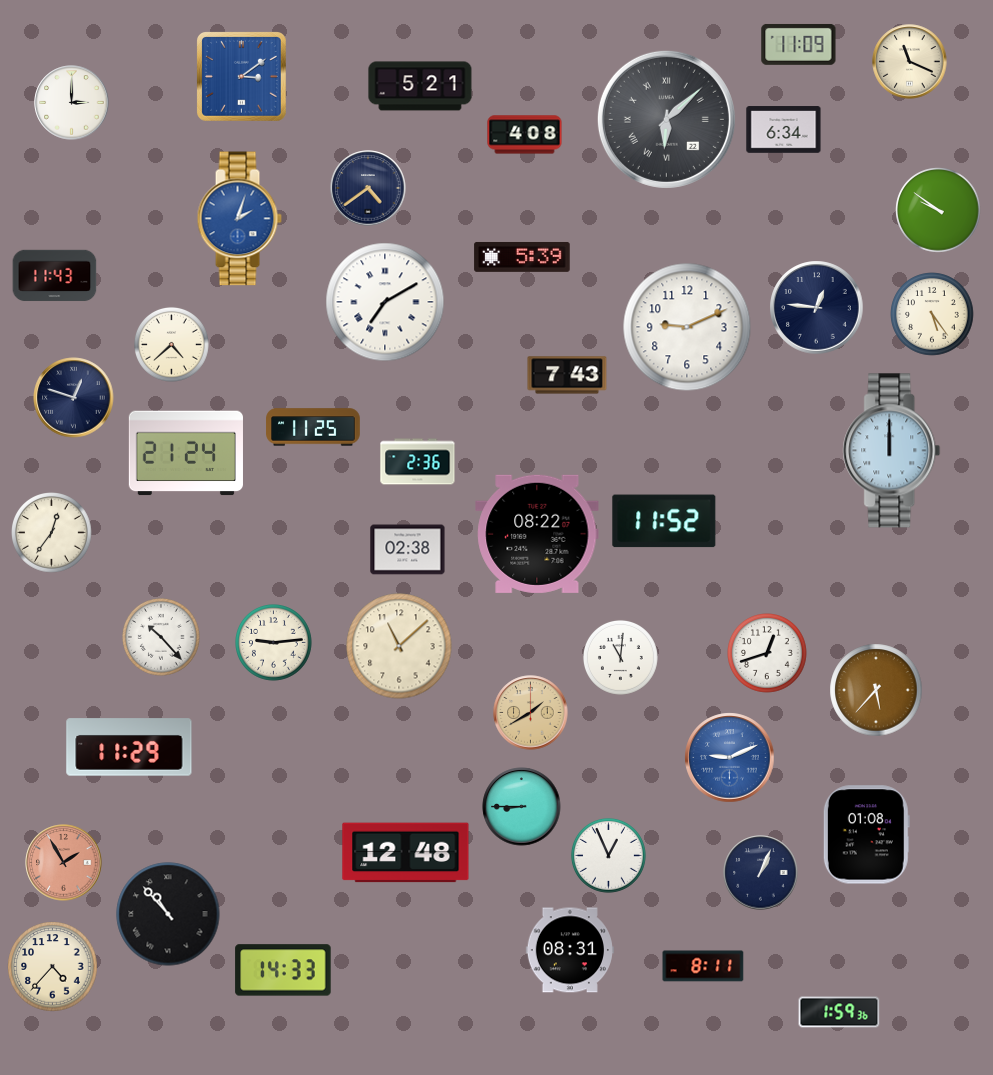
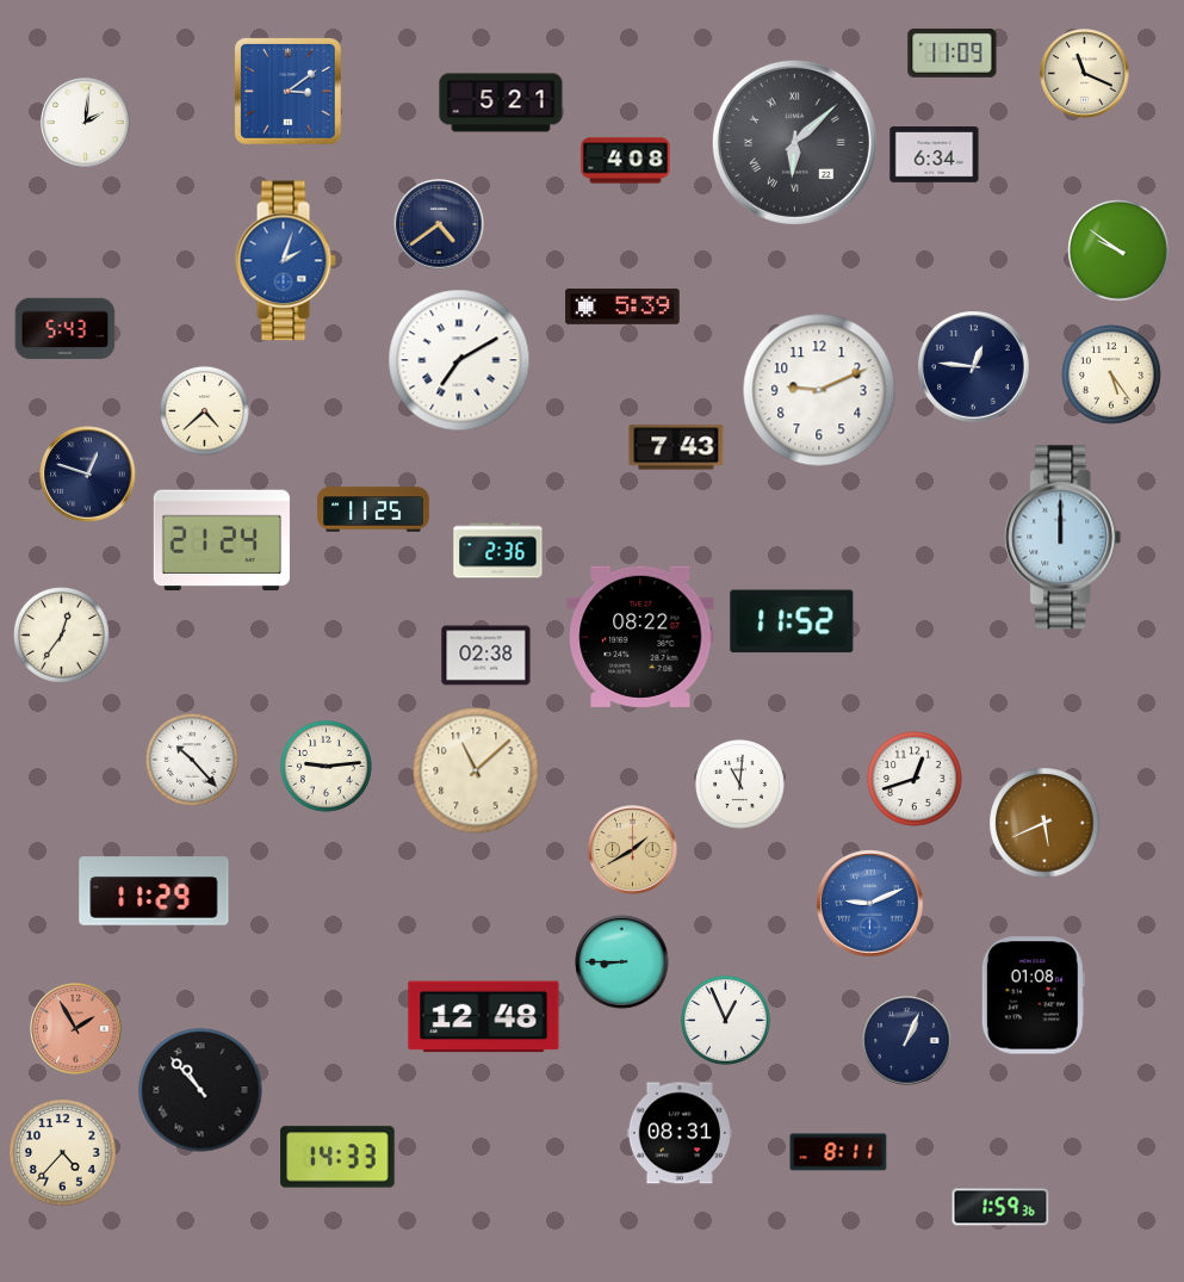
clock at (72, 103): 3:00 -> 2:01
clock at (55, 276): 11:43 -> 5:43
clock at (876, 690): 5:37 -> 5:41
